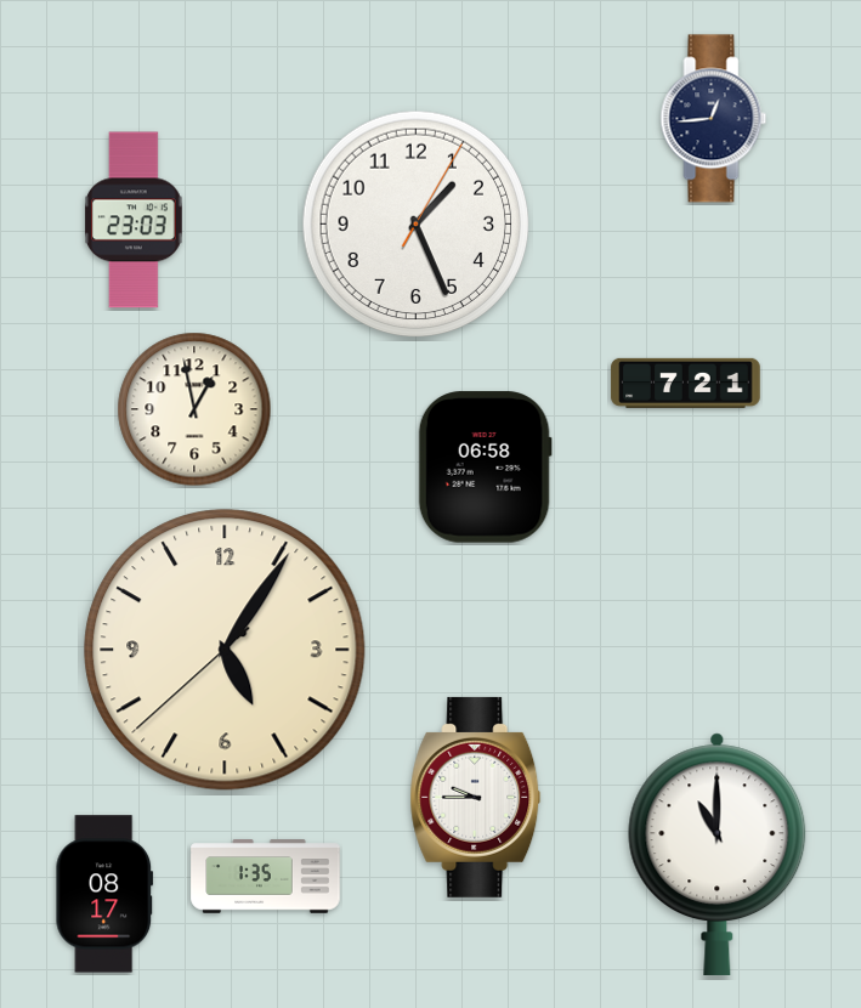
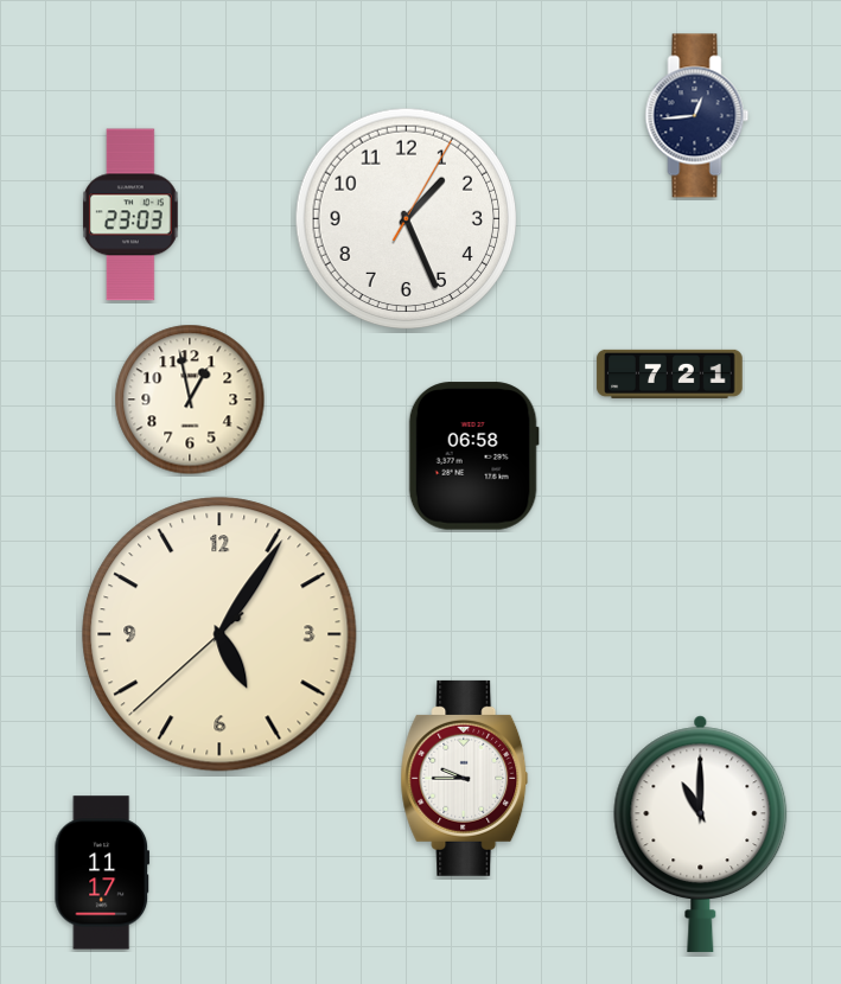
clock at (266, 877): 1:35 -> none
clock at (104, 894): 08:17 -> 11:17
